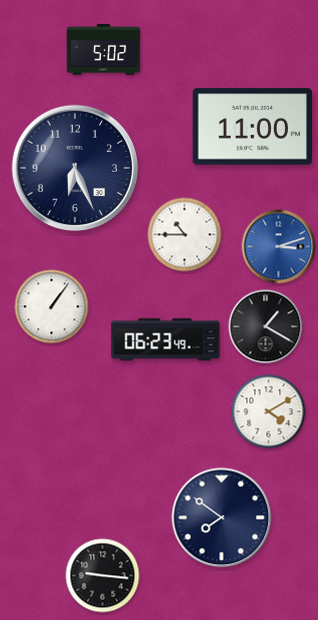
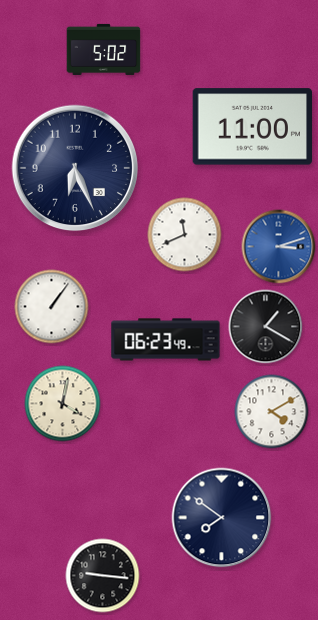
clock at (185, 235): 10:45 -> 11:41
clock at (63, 404): none -> 4:02
clock at (269, 412) position: (269, 412) -> (272, 412)
